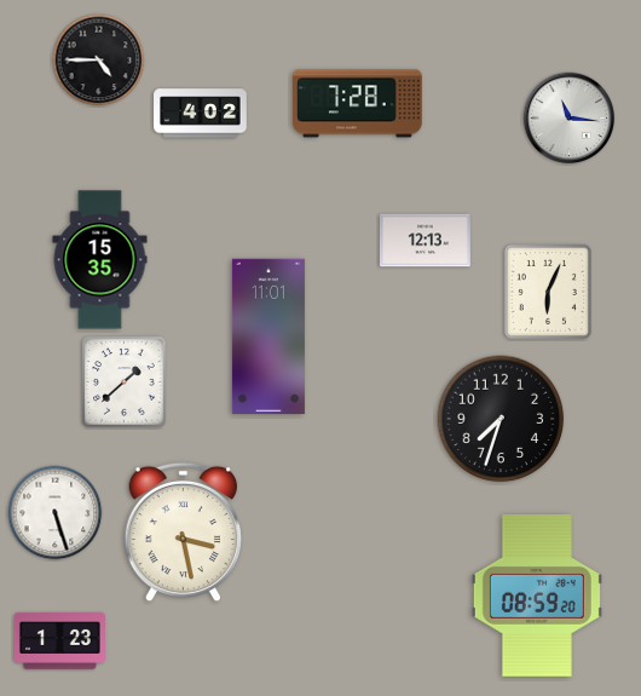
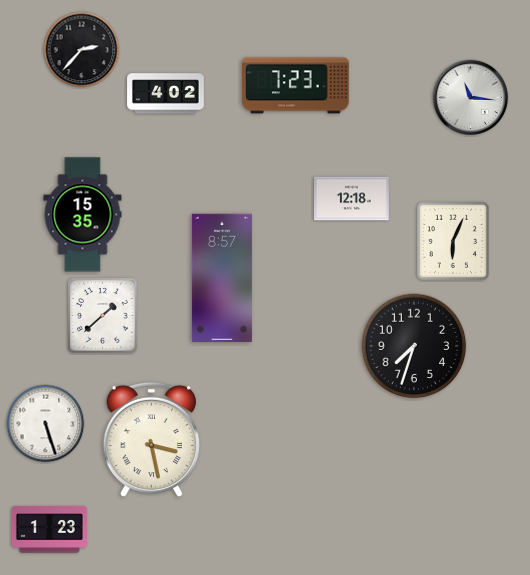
clock at (99, 61): 4:45 -> 2:37
clock at (358, 104): 7:28 -> 7:23
clock at (425, 241): 12:13 -> 12:18
clock at (268, 335): 11:01 -> 8:57
clock at (537, 596): 08:59 -> none
